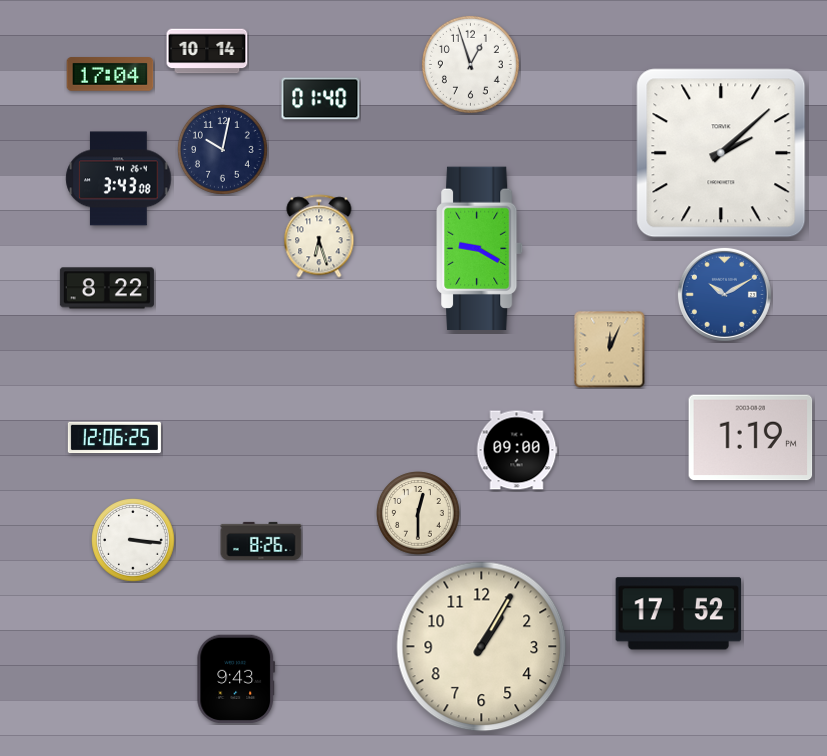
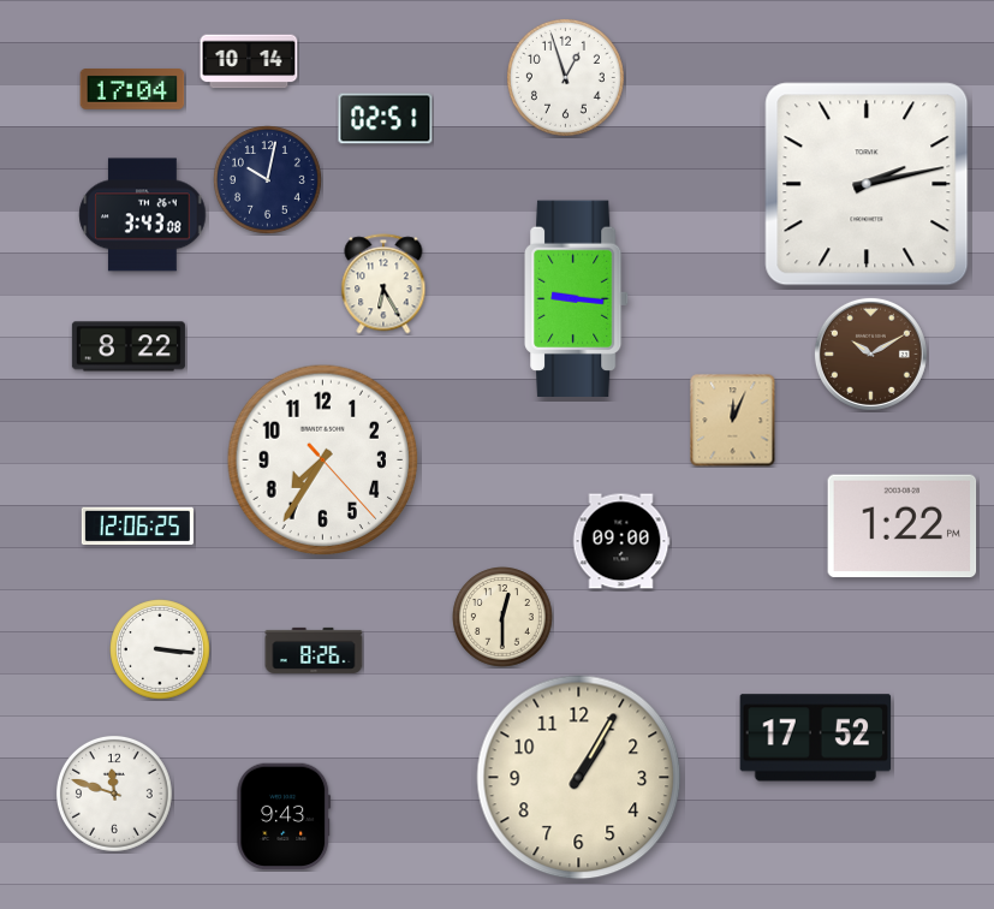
clock at (321, 99): 01:40 -> 02:51
clock at (721, 153): 2:08 -> 2:13
clock at (319, 236): 6:27 -> 6:25
clock at (480, 249): 9:20 -> 9:16
clock at (724, 294) dial: blue -> brown
clock at (323, 461): none -> 7:35
clock at (751, 438): 1:19 -> 1:22
clock at (114, 794): none -> 11:48
